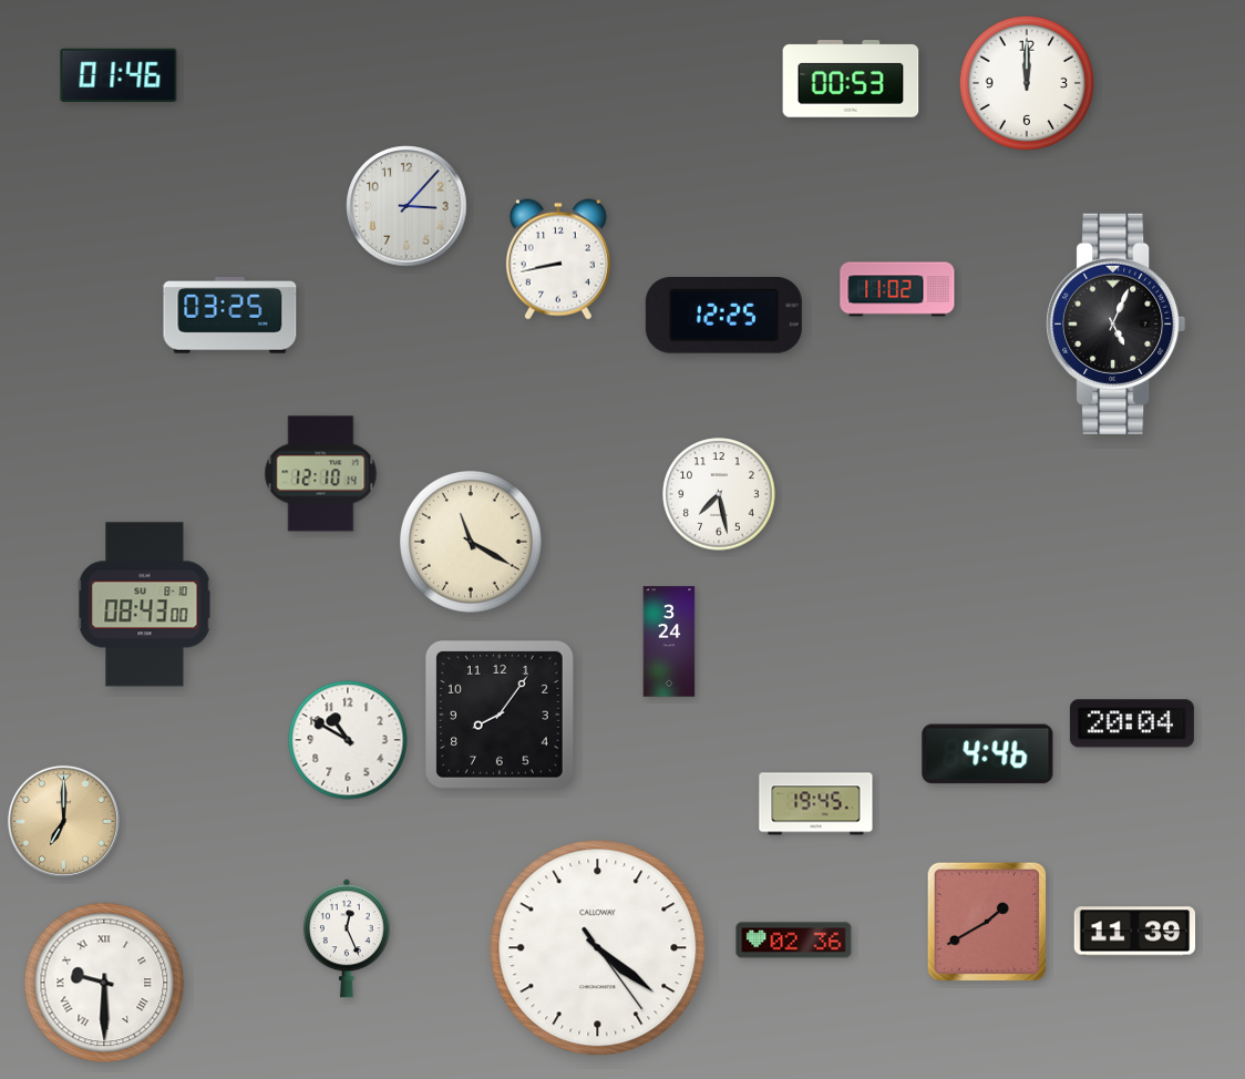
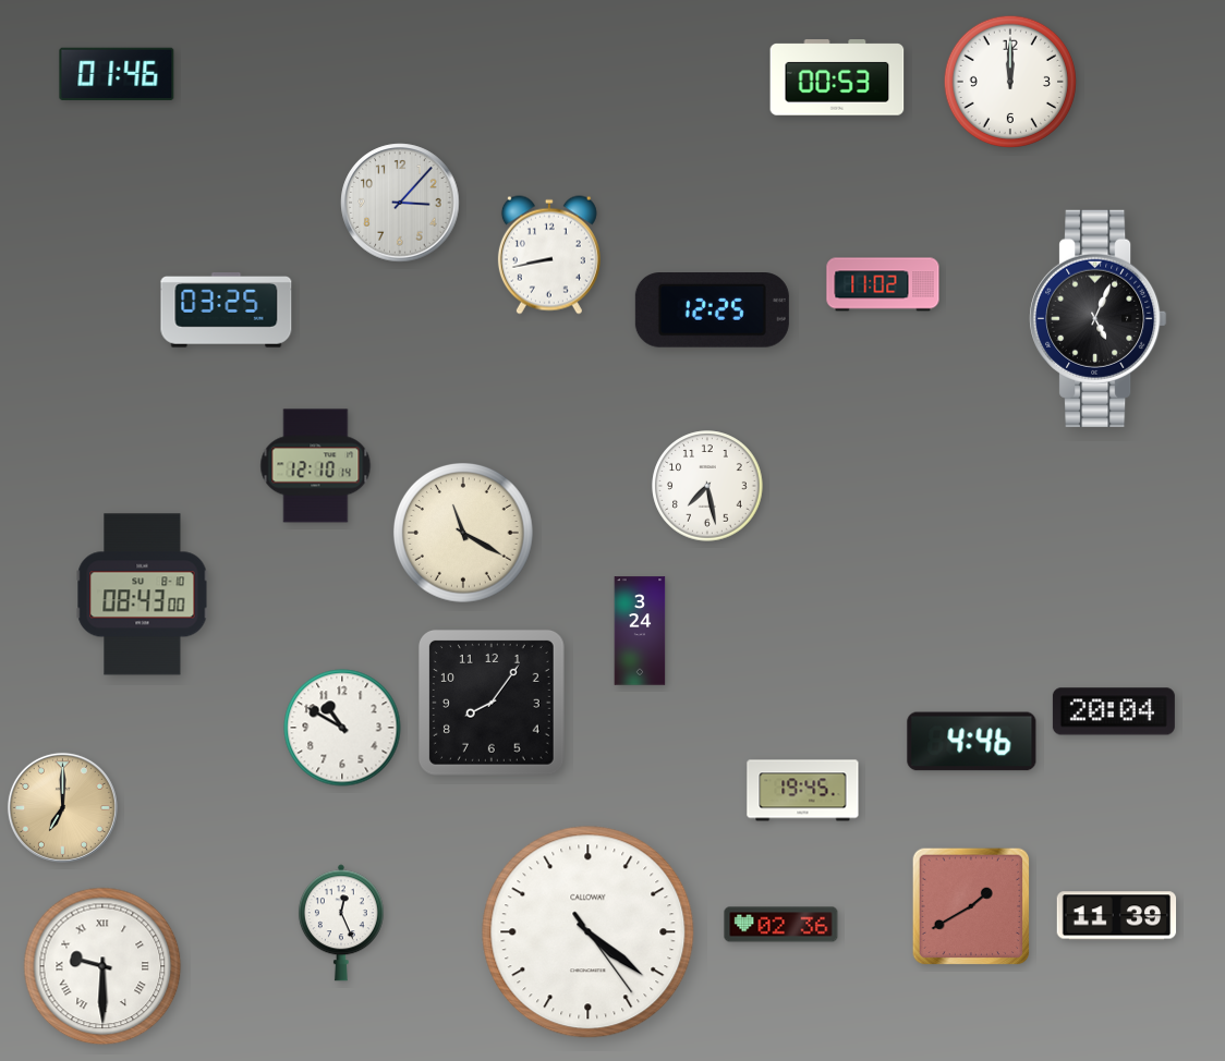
clock at (669, 641) position: (669, 641) -> (640, 631)
